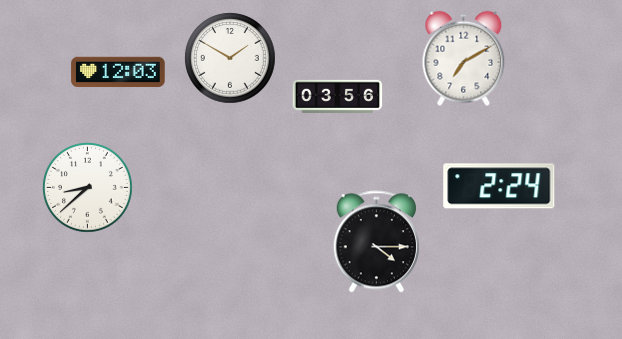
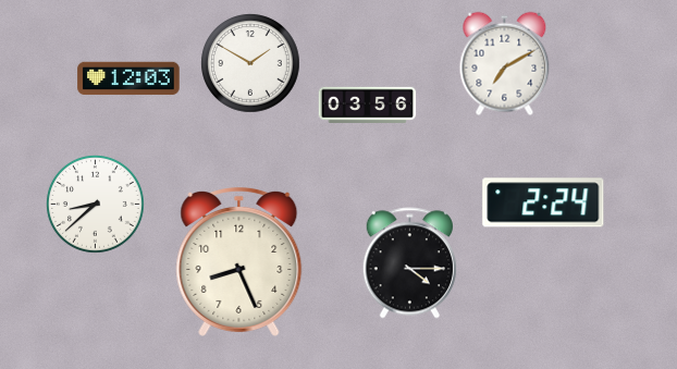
clock at (239, 261): none -> 8:26
